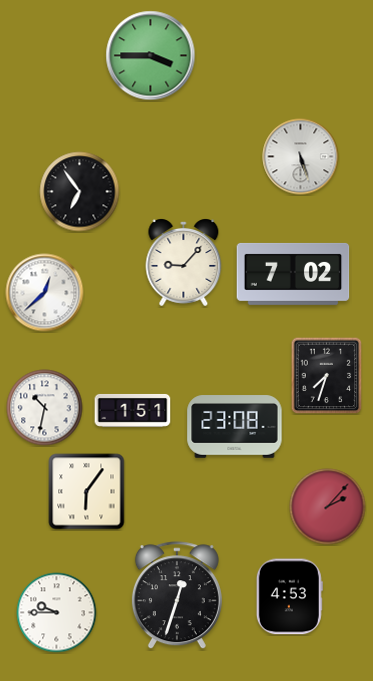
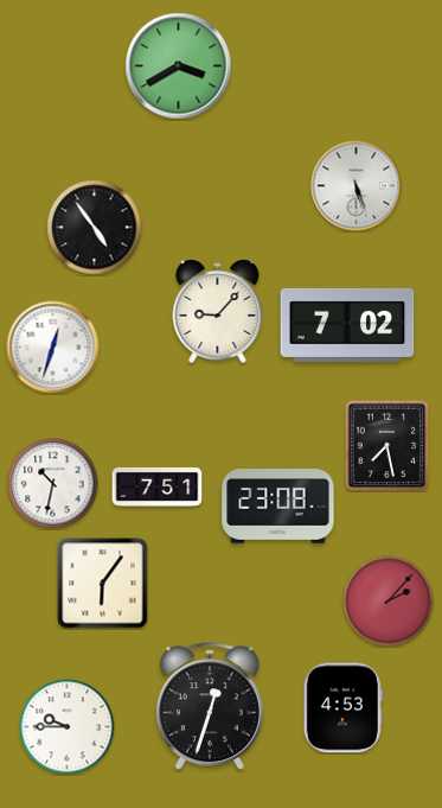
clock at (151, 56): 3:45 -> 3:40
clock at (80, 192): 6:54 -> 4:54
clock at (45, 293): 12:38 -> 12:33
clock at (327, 375): 7:33 -> 7:28
clock at (133, 410): 1:51 -> 7:51
